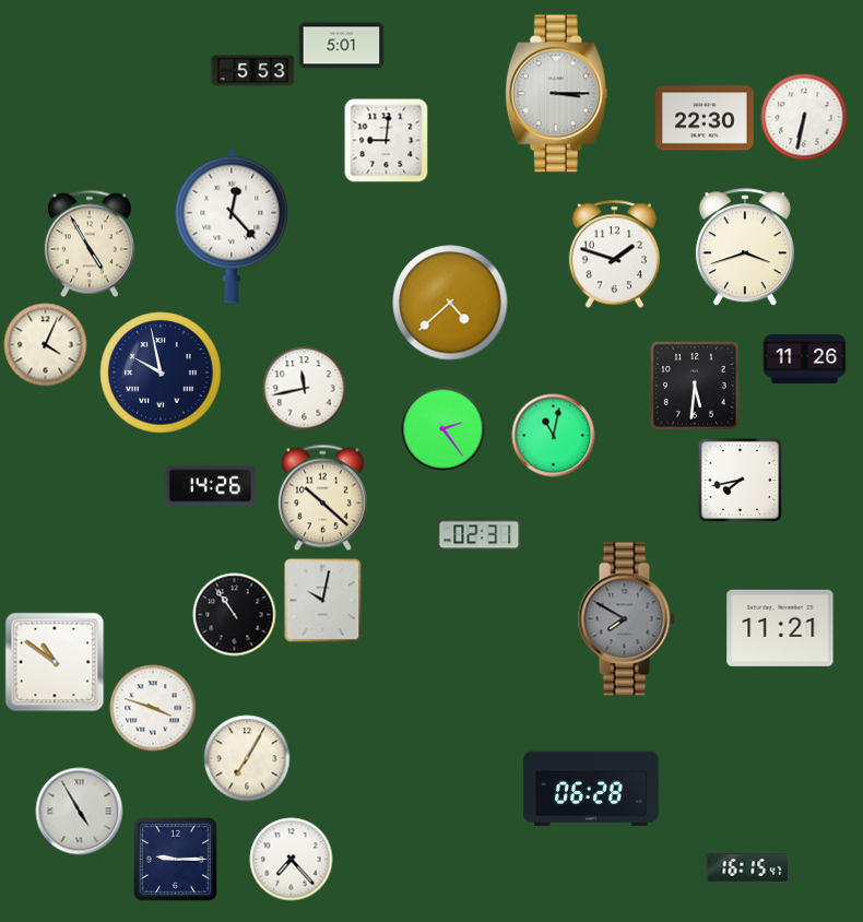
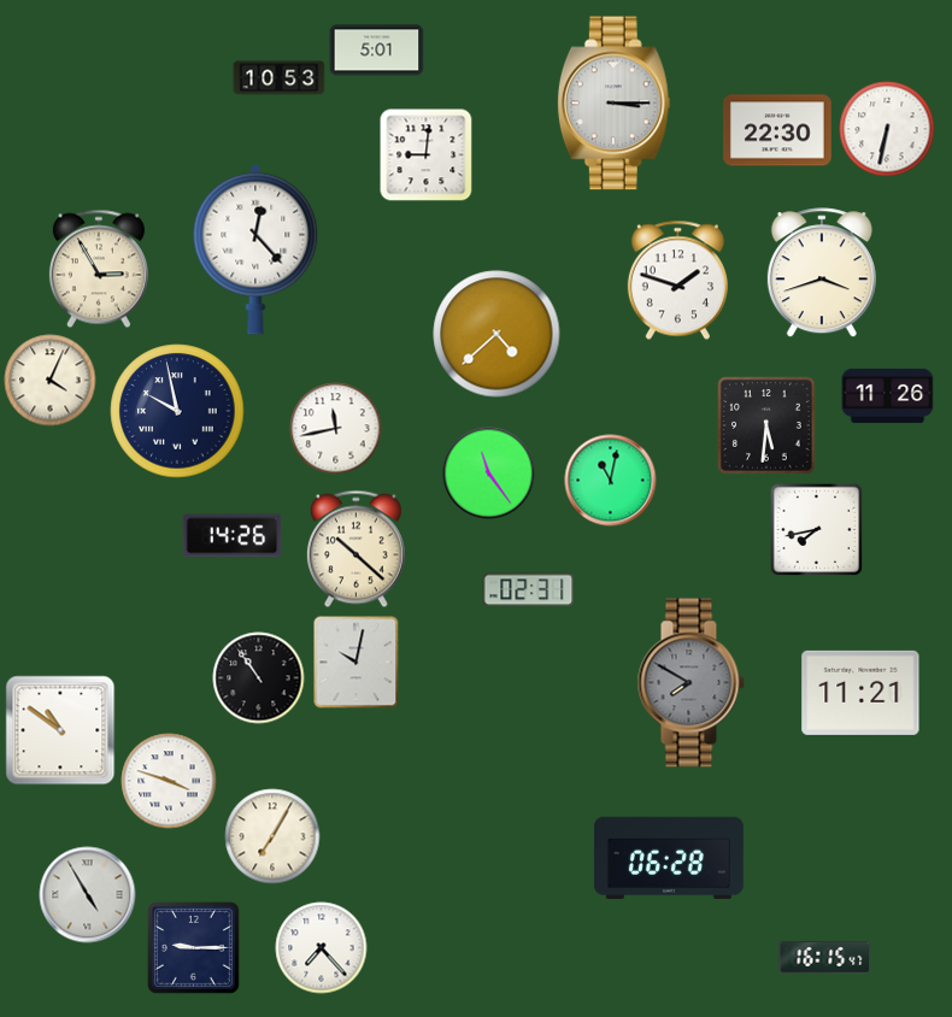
clock at (253, 71): 5:53 -> 10:53
clock at (90, 244): 4:55 -> 2:55
clock at (444, 429): 2:24 -> 11:24
clock at (591, 789) position: (591, 789) -> (669, 858)
